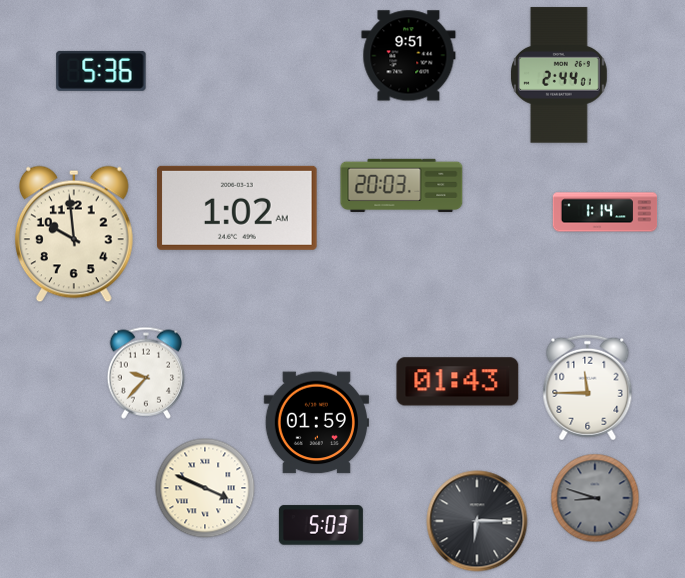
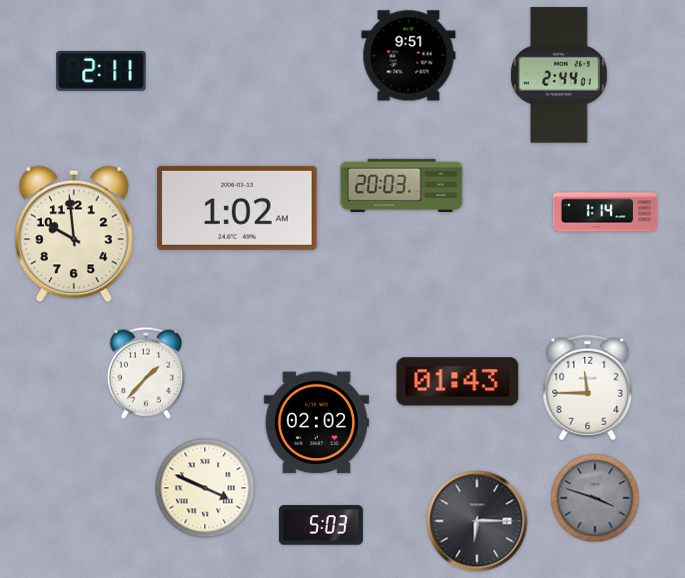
clock at (101, 71): 5:36 -> 2:11
clock at (145, 373): 9:37 -> 1:37
clock at (316, 423): 01:59 -> 02:02
clock at (595, 498): 8:48 -> 3:48
